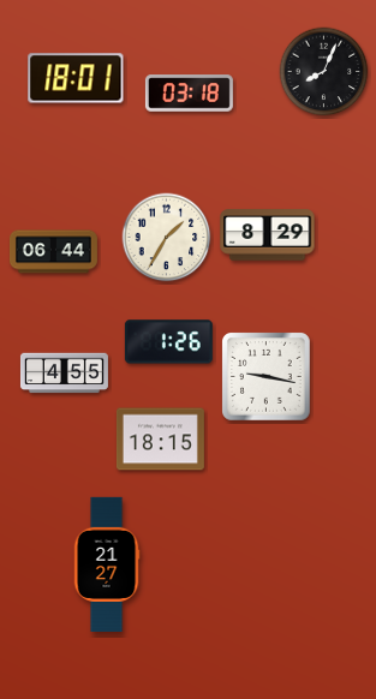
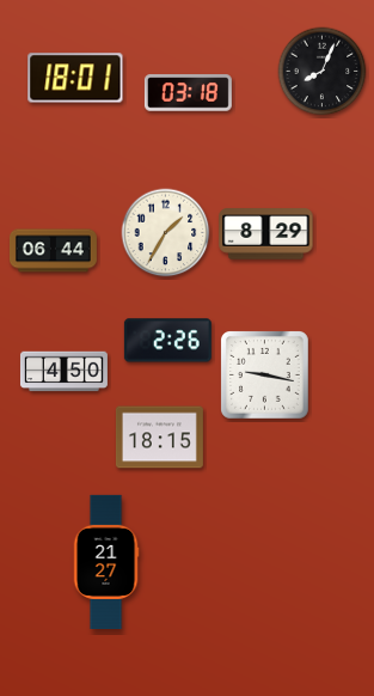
clock at (167, 238) position: (167, 238) -> (166, 233)
clock at (168, 342): 1:26 -> 2:26
clock at (64, 374): 4:55 -> 4:50
